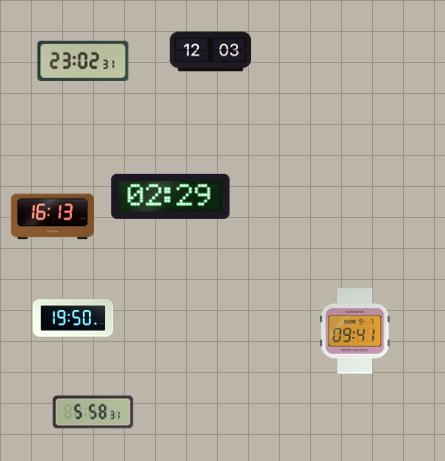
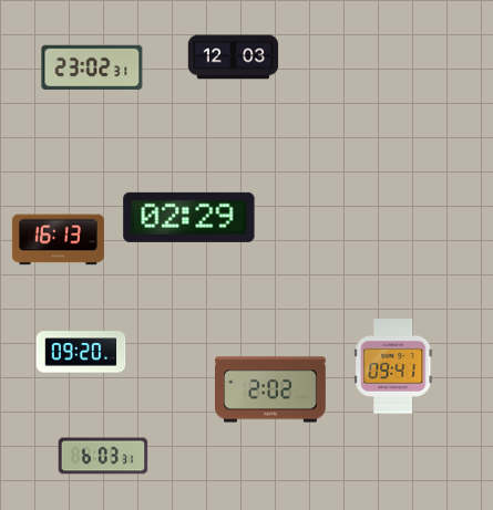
clock at (73, 318): 19:50 -> 09:20
clock at (270, 389): none -> 2:02
clock at (93, 412): 5:58 -> 6:03
